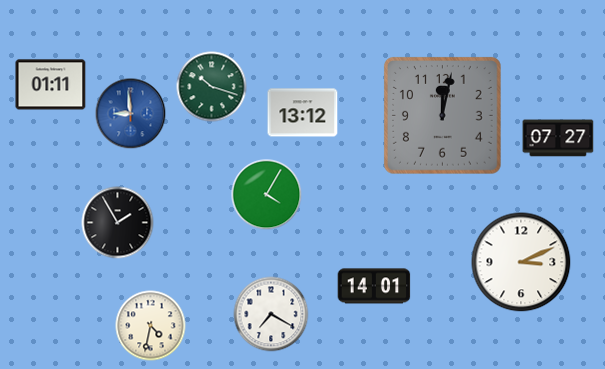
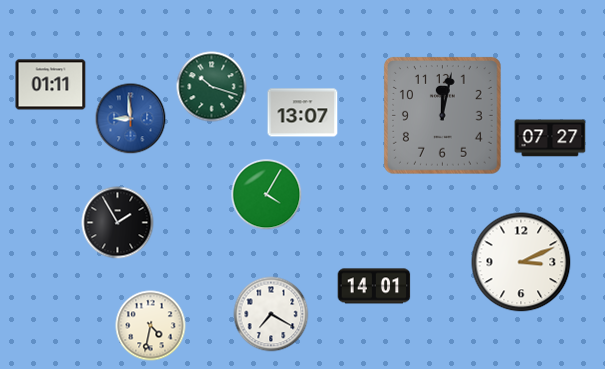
clock at (303, 113): 13:12 -> 13:07
clock at (131, 114) position: (131, 114) -> (131, 119)
clock at (558, 138) position: (558, 138) -> (550, 138)
